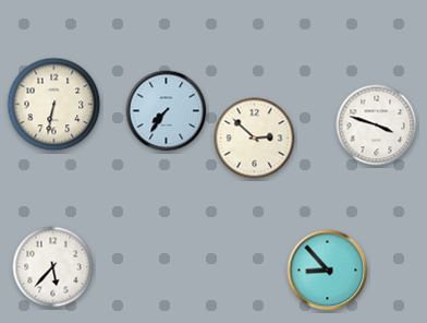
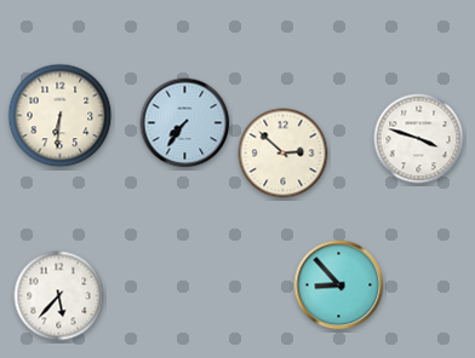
clock at (54, 105): 6:32 -> 6:31
clock at (328, 271) position: (328, 271) -> (339, 285)
